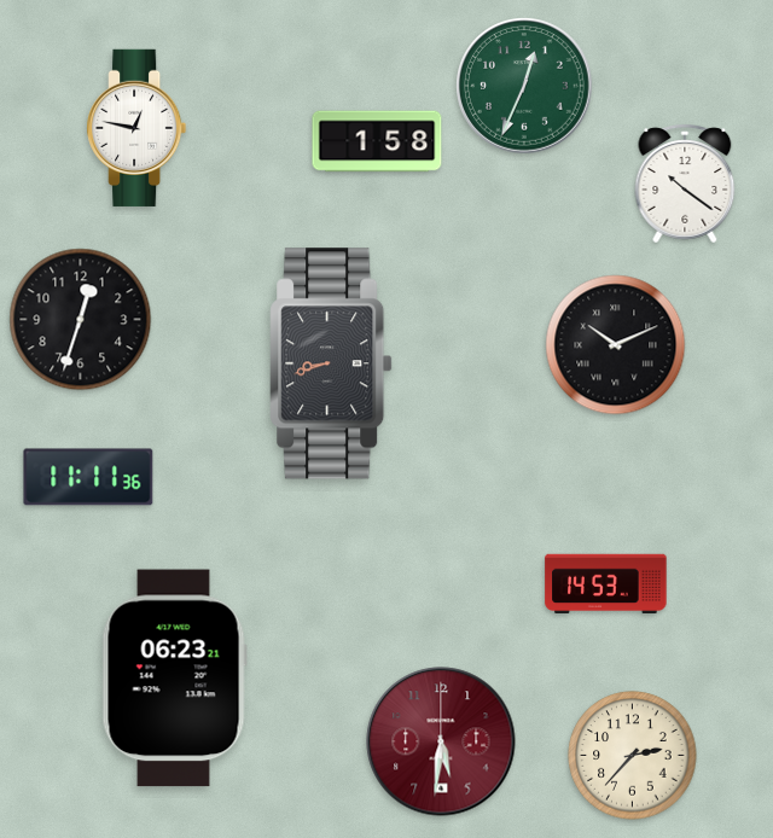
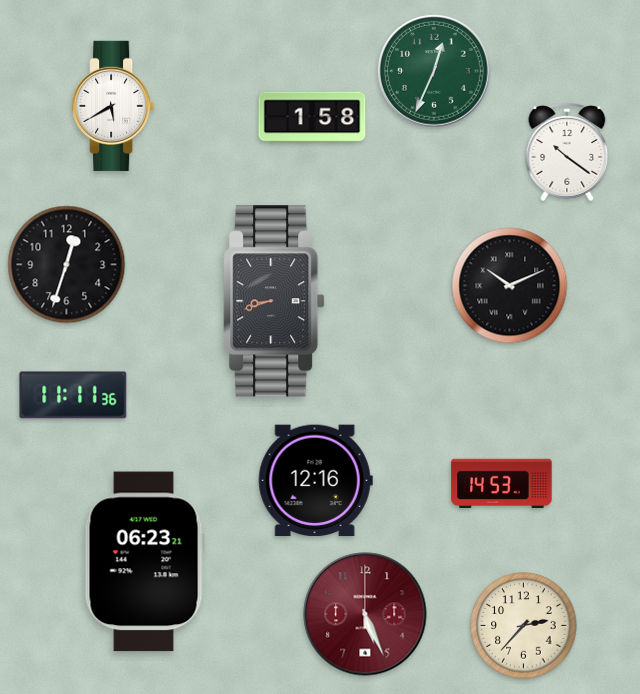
clock at (136, 128): 12:47 -> 5:40
clock at (315, 481): none -> 12:16
clock at (441, 741): 5:31 -> 5:26
